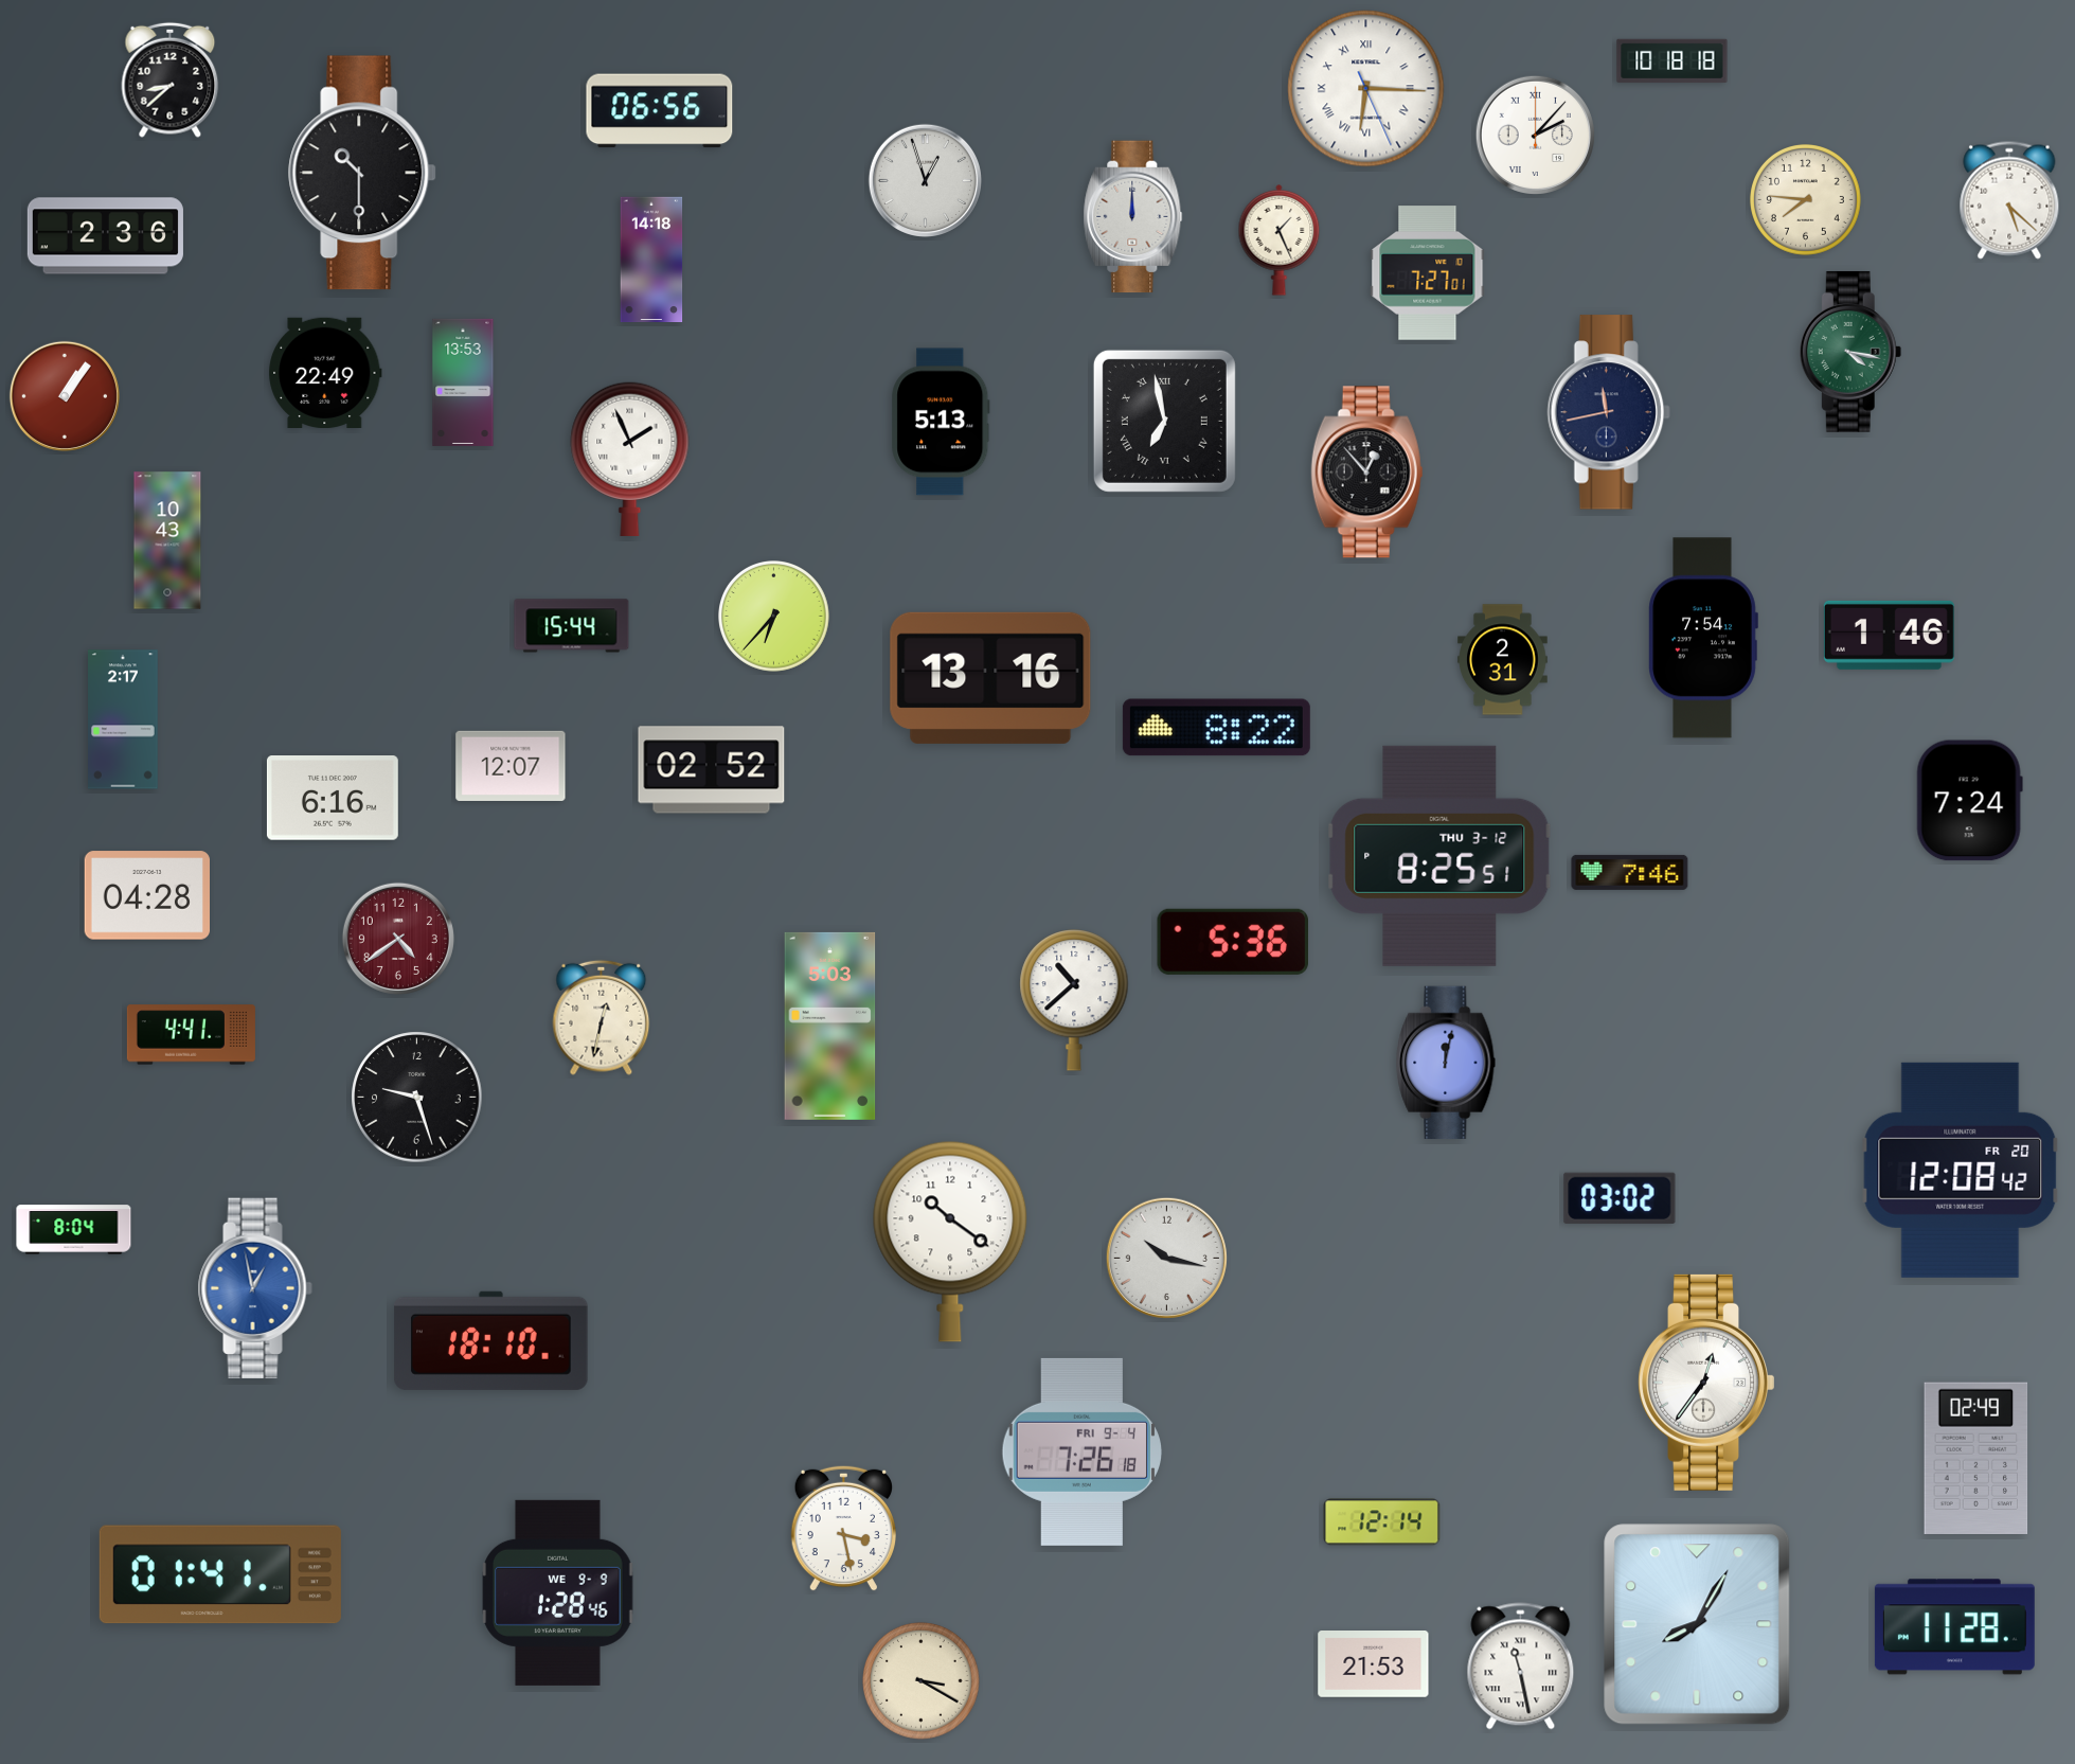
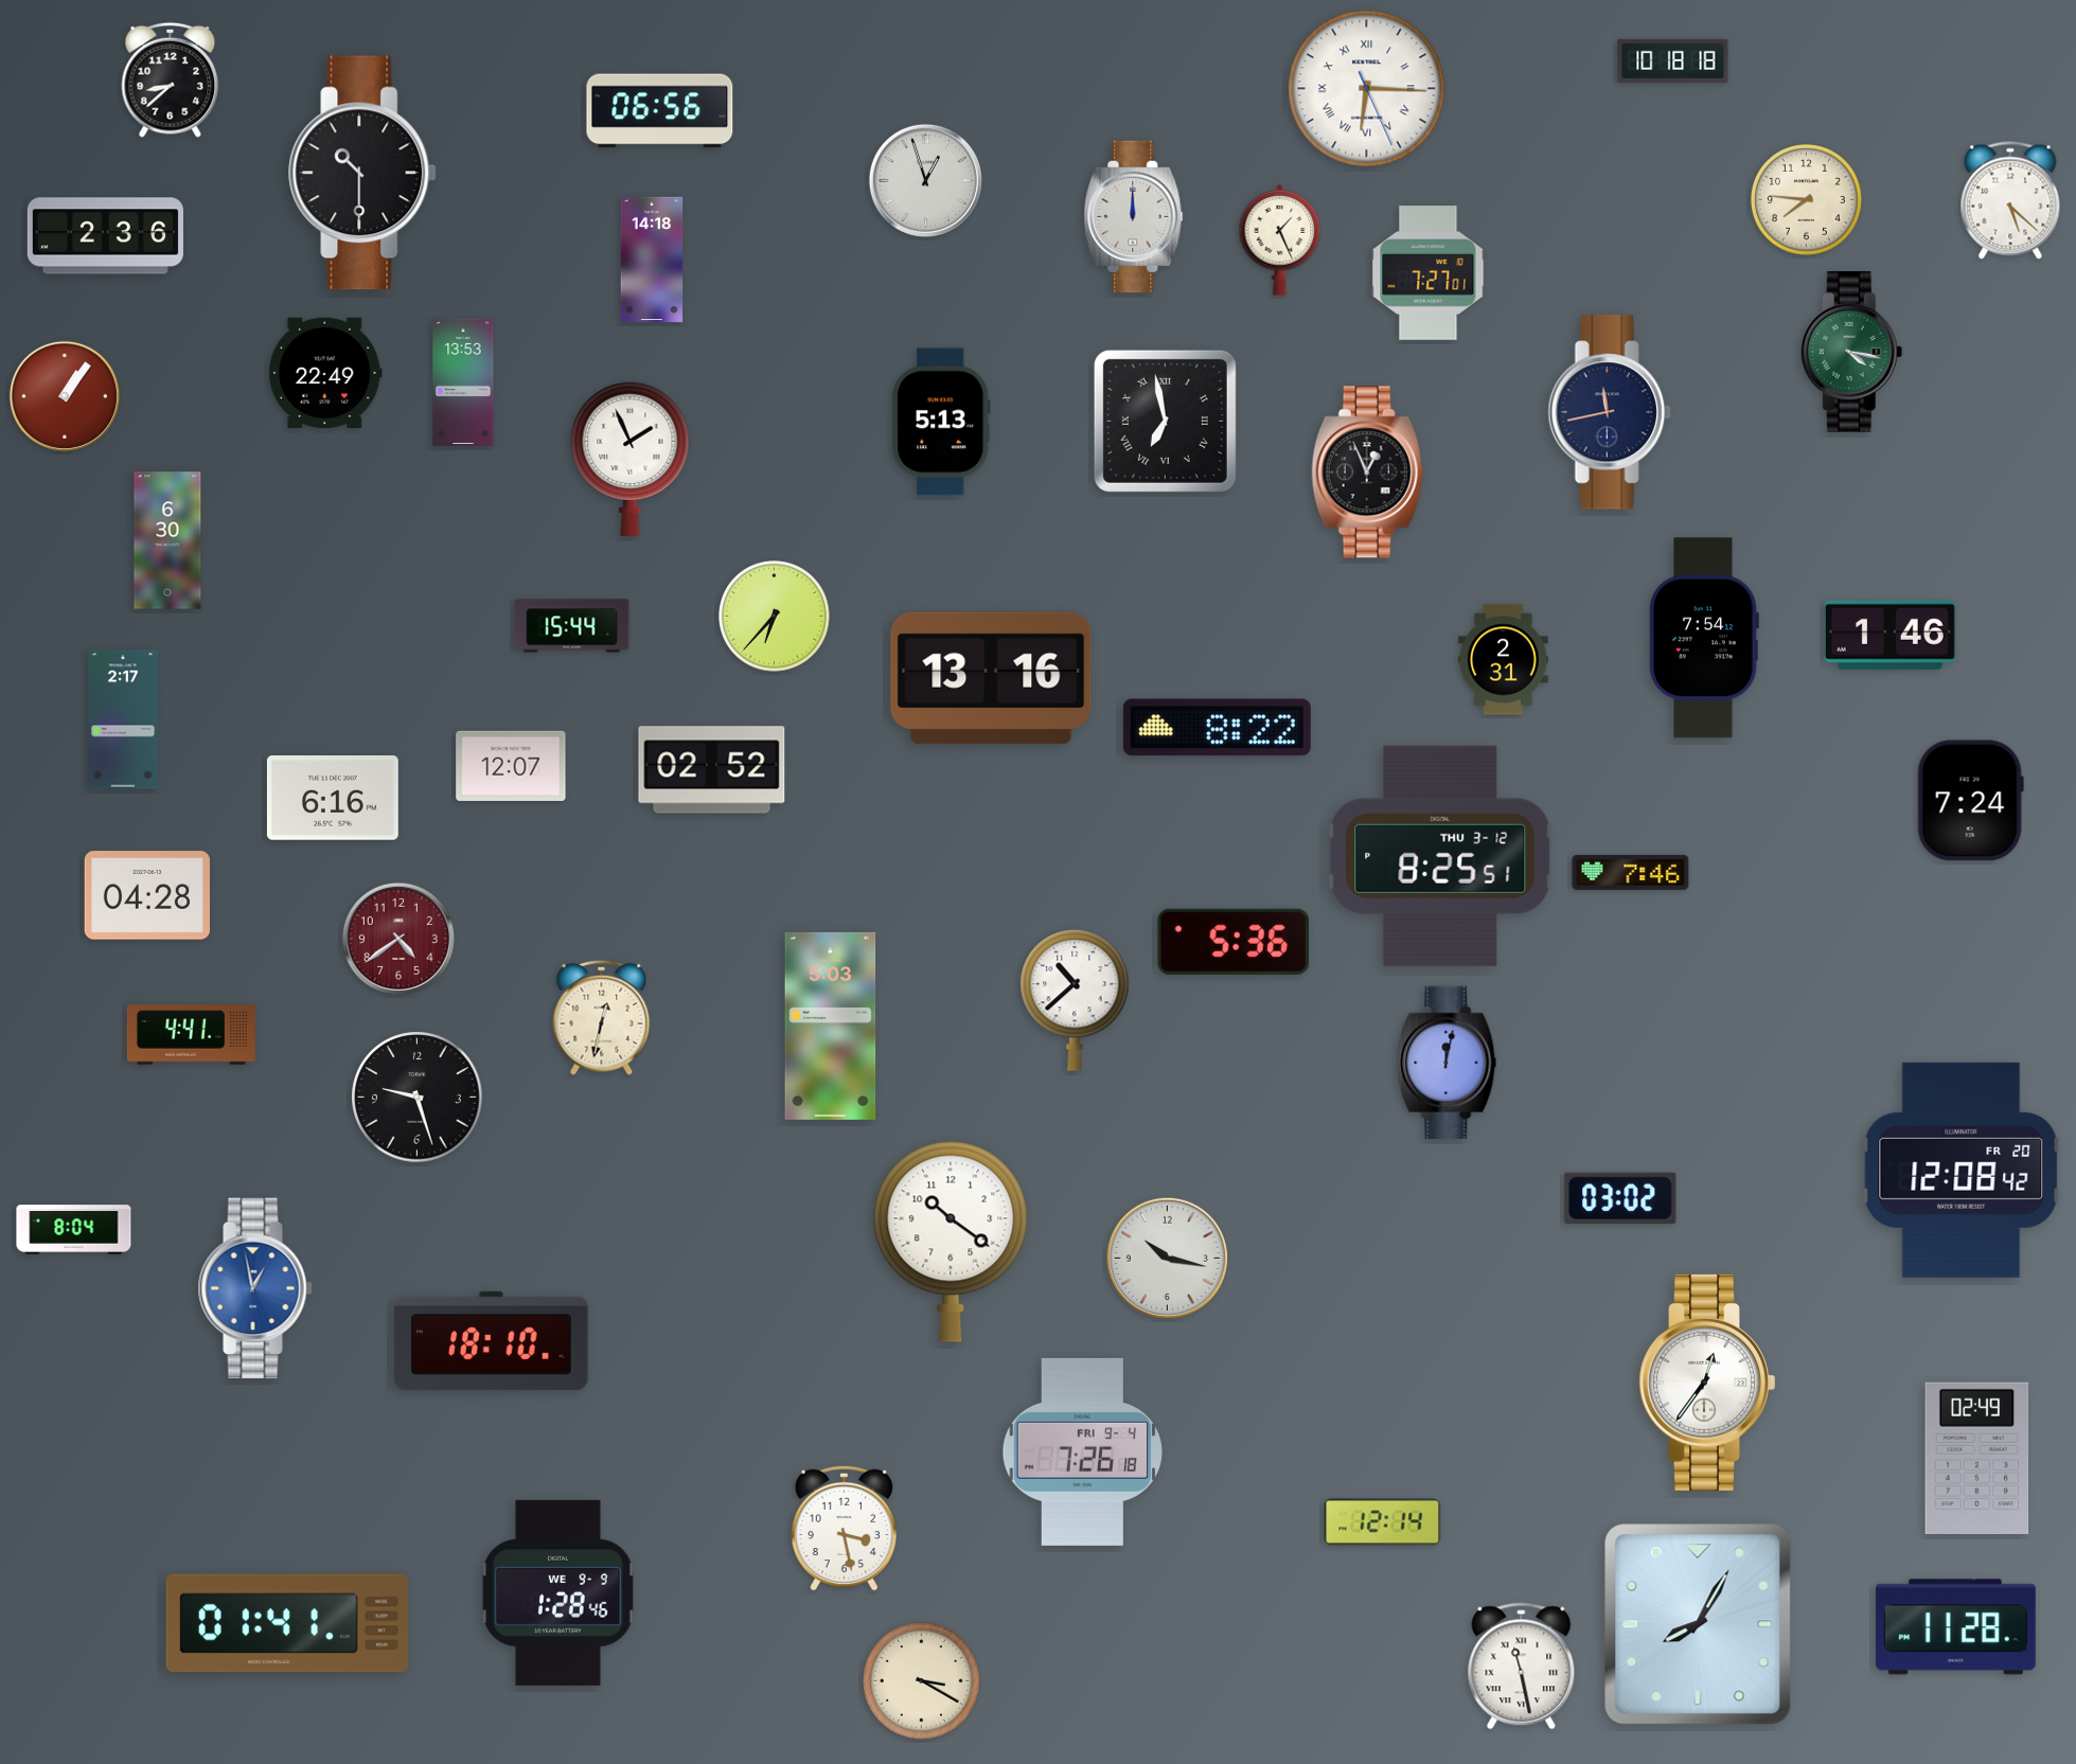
clock at (1535, 135): 2:07 -> none
clock at (1367, 473): 12:53 -> 12:56
clock at (167, 540): 10:43 -> 6:30
clock at (220, 1574) position: (220, 1574) -> (287, 1623)
clock at (1374, 1664): 21:53 -> none
